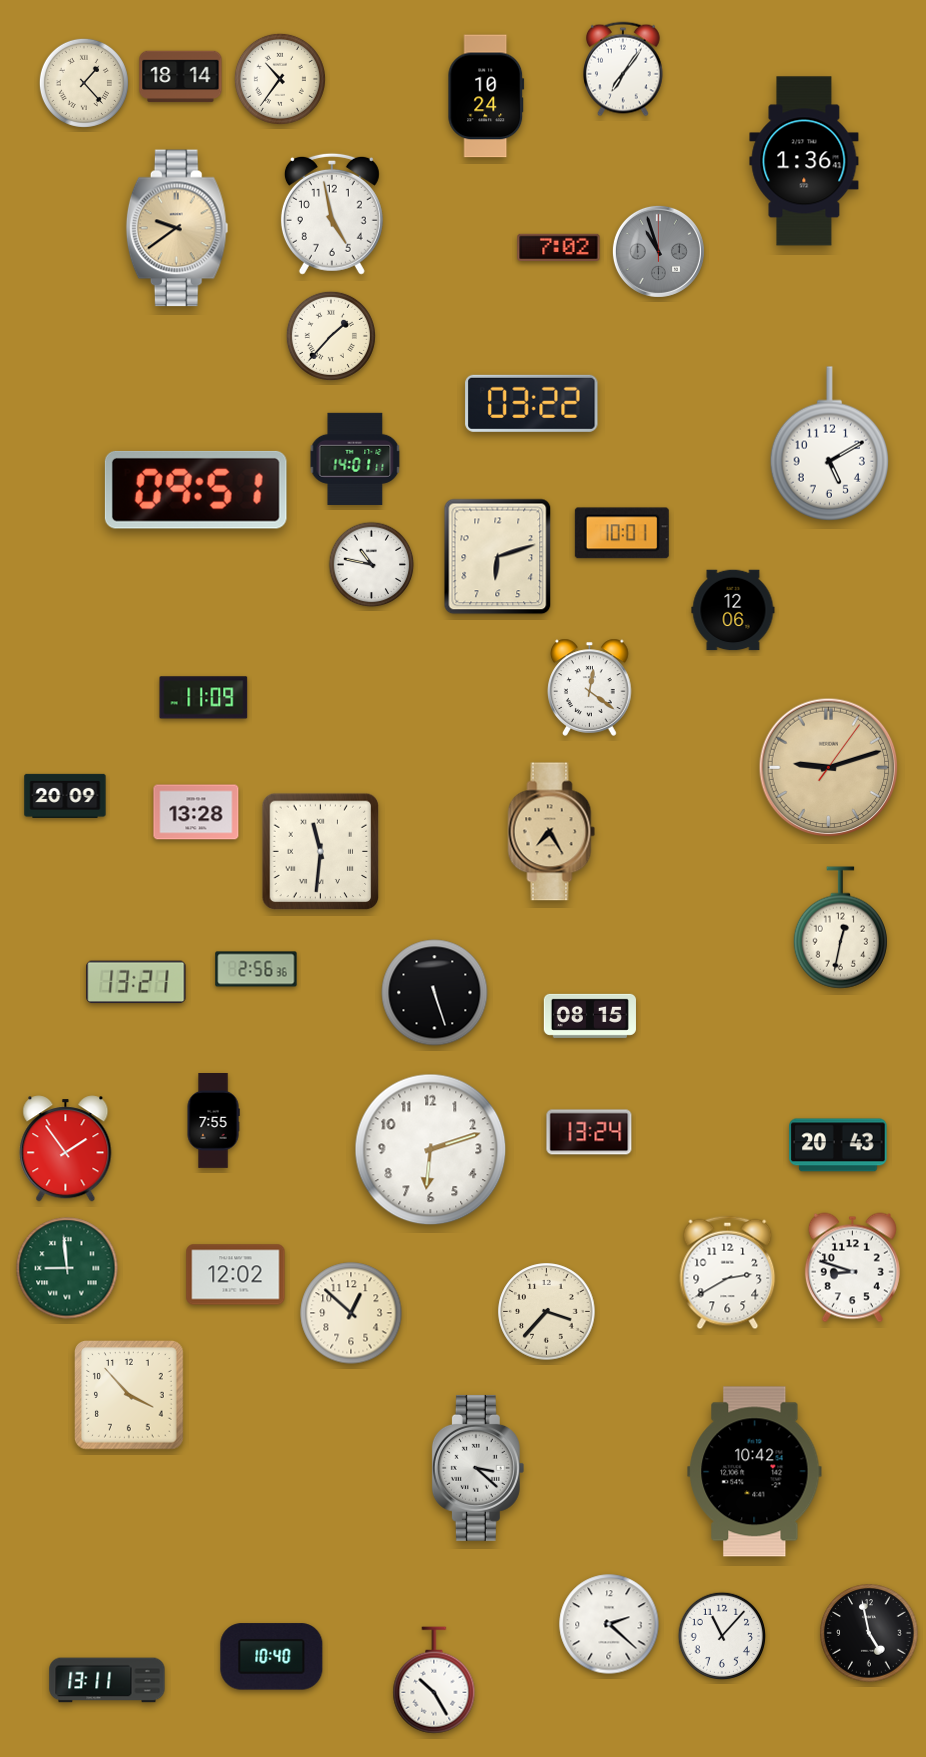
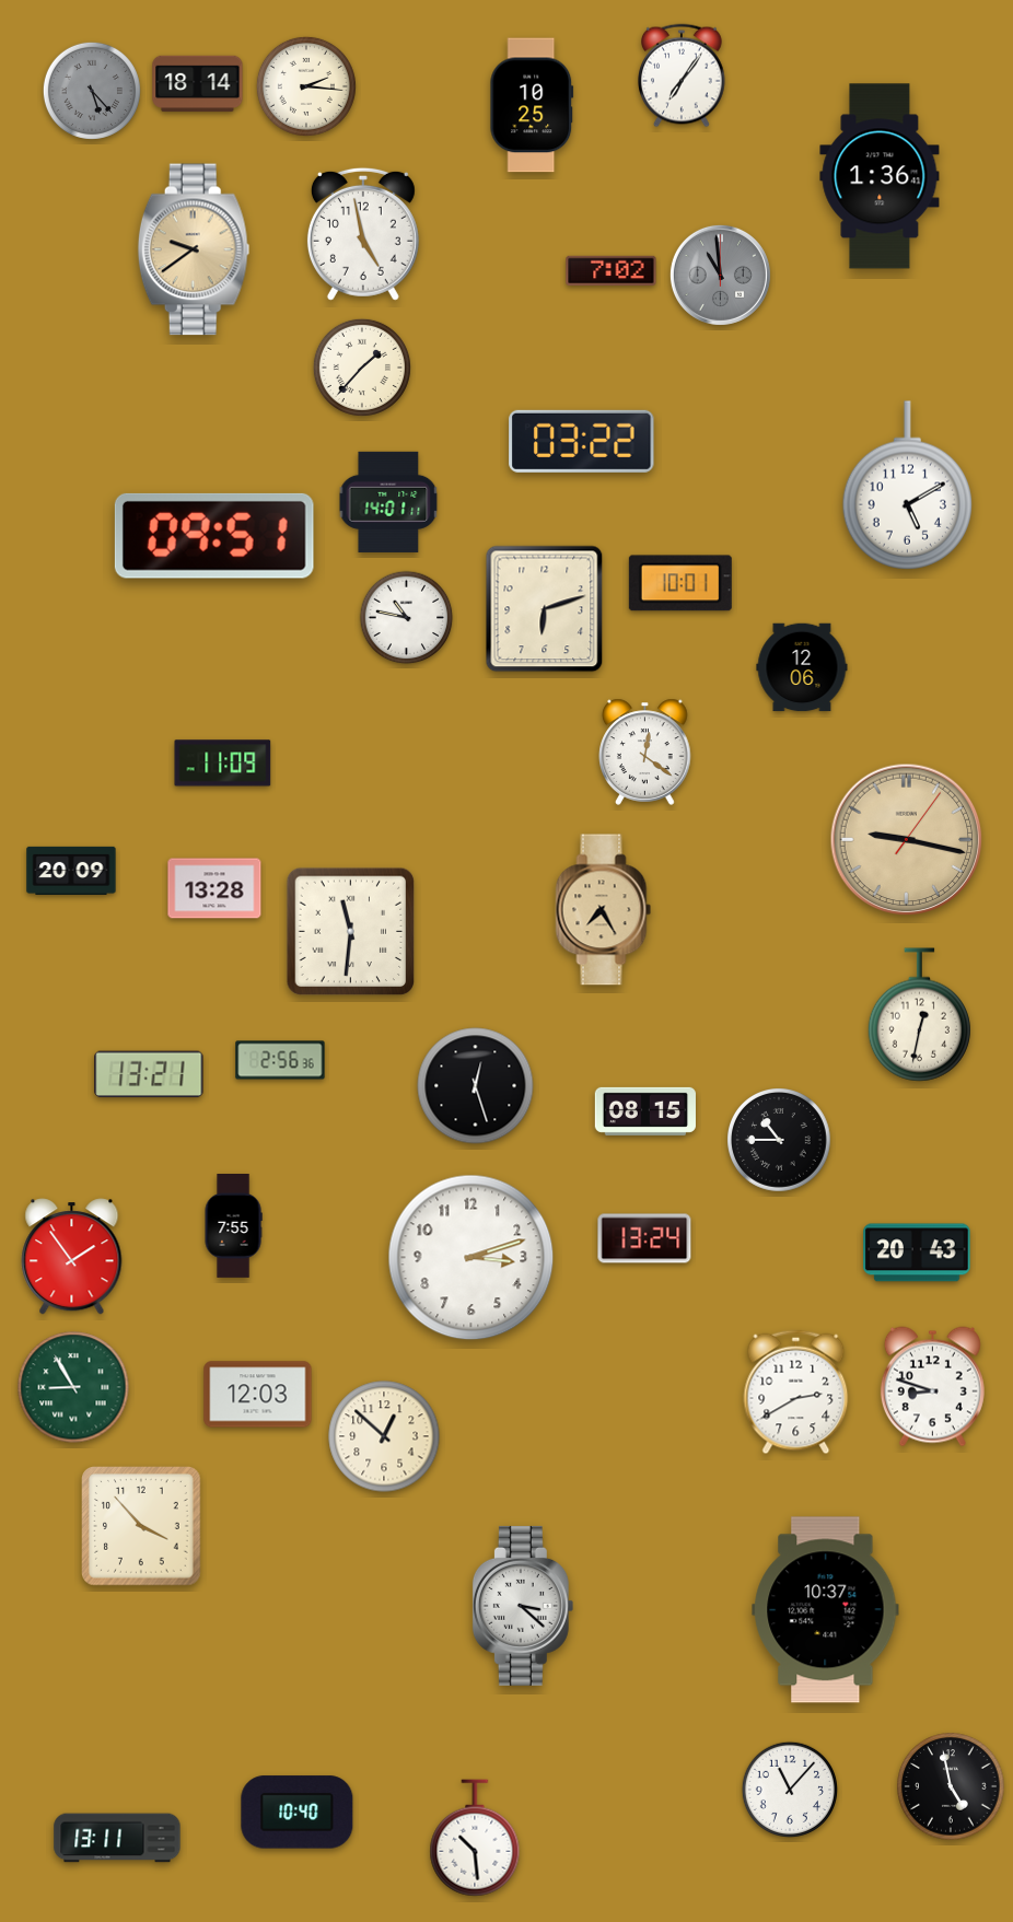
clock at (280, 79): 10:36 -> 2:16
clock at (84, 83): 1:23 -> 5:23
clock at (84, 83) dial: cream -> grey
clock at (486, 96): 10:24 -> 10:25
clock at (658, 251): 10:57 -> 10:59
clock at (829, 768): 9:12 -> 9:17
clock at (435, 993): 5:27 -> 12:27
clock at (780, 1141): none -> 10:45
clock at (431, 1150): 6:12 -> 3:12
clock at (67, 1268): 8:59 -> 8:55
clock at (236, 1275): 12:02 -> 12:03
clock at (547, 1312): 3:37 -> none
clock at (755, 1472): 10:42 -> 10:37
clock at (609, 1624): 2:22 -> none
clock at (434, 1680): 10:25 -> 10:29
